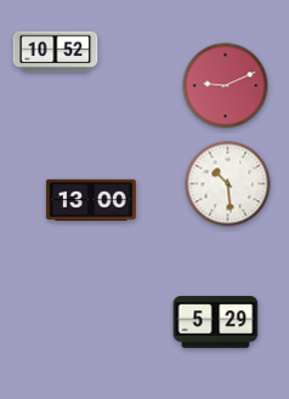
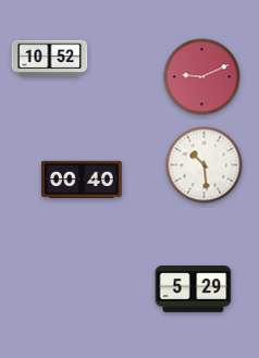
clock at (56, 52) position: (56, 52) -> (50, 59)
clock at (91, 200): 13:00 -> 00:40
